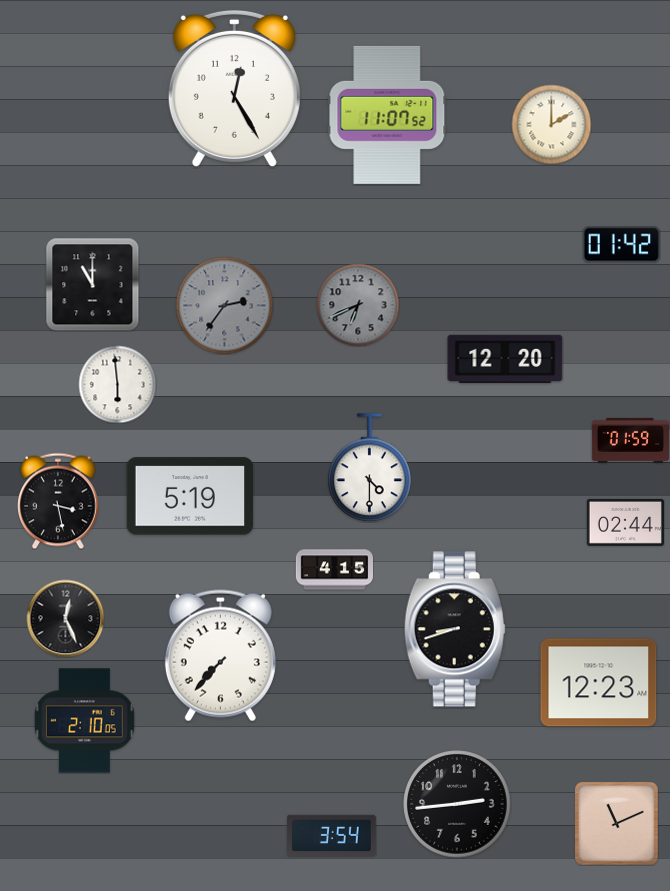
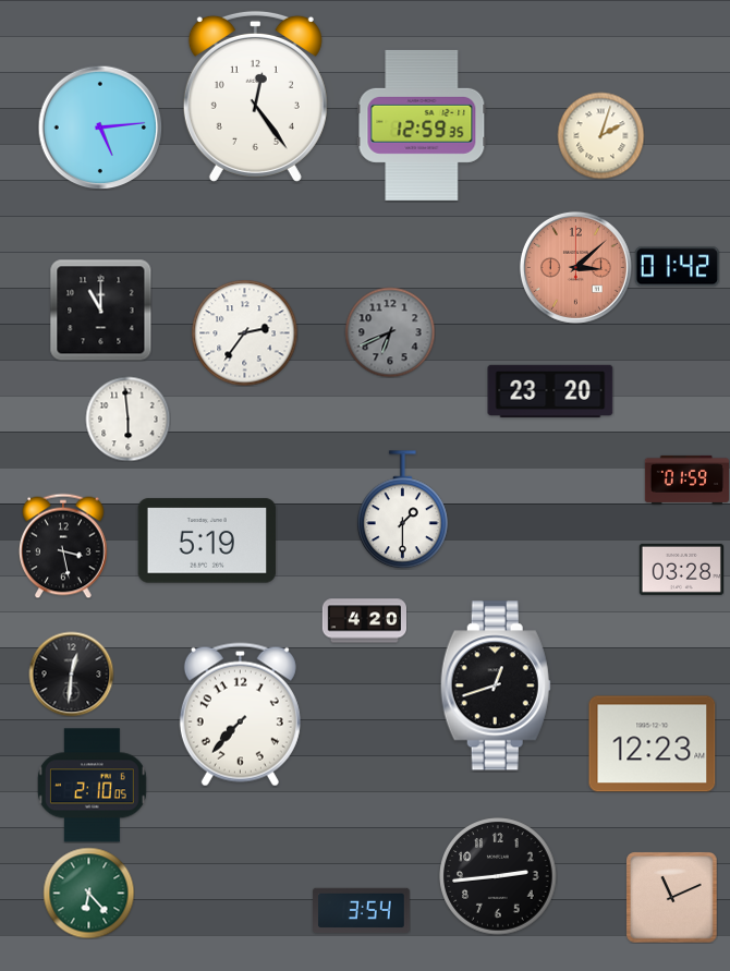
clock at (234, 88): 12:25 -> 12:24
clock at (387, 115): 11:07 -> 12:59
clock at (100, 128): none -> 5:14
clock at (551, 124): 2:00 -> 2:03
clock at (575, 267): none -> 3:08
clock at (224, 305) dial: grey -> white
clock at (505, 359): 12:20 -> 23:20
clock at (370, 468): 4:30 -> 1:30
clock at (625, 522): 02:44 -> 03:28
clock at (334, 570): 4:15 -> 4:20
clock at (65, 618): 12:26 -> 12:31
clock at (455, 629): 8:42 -> 12:42
clock at (88, 893): none -> 6:23
